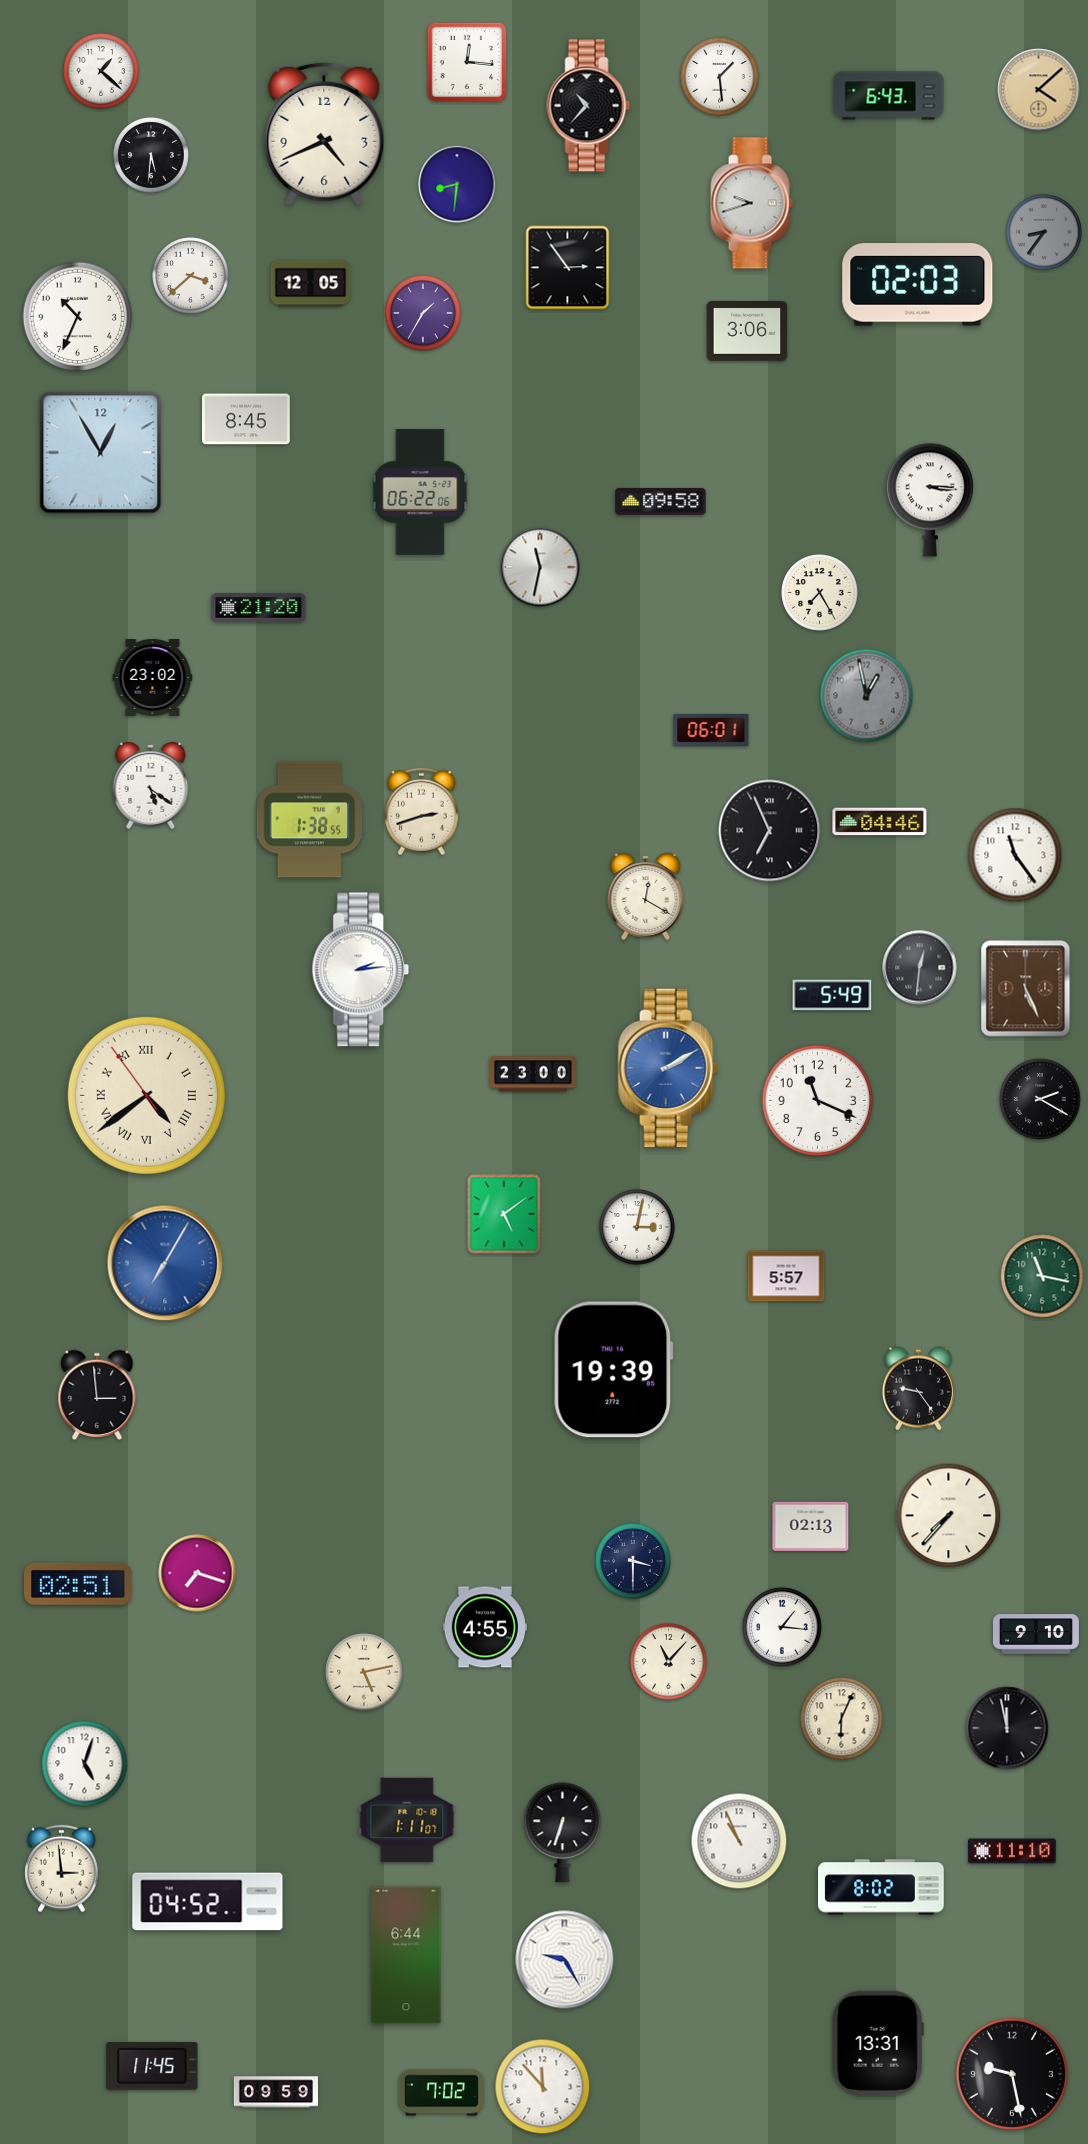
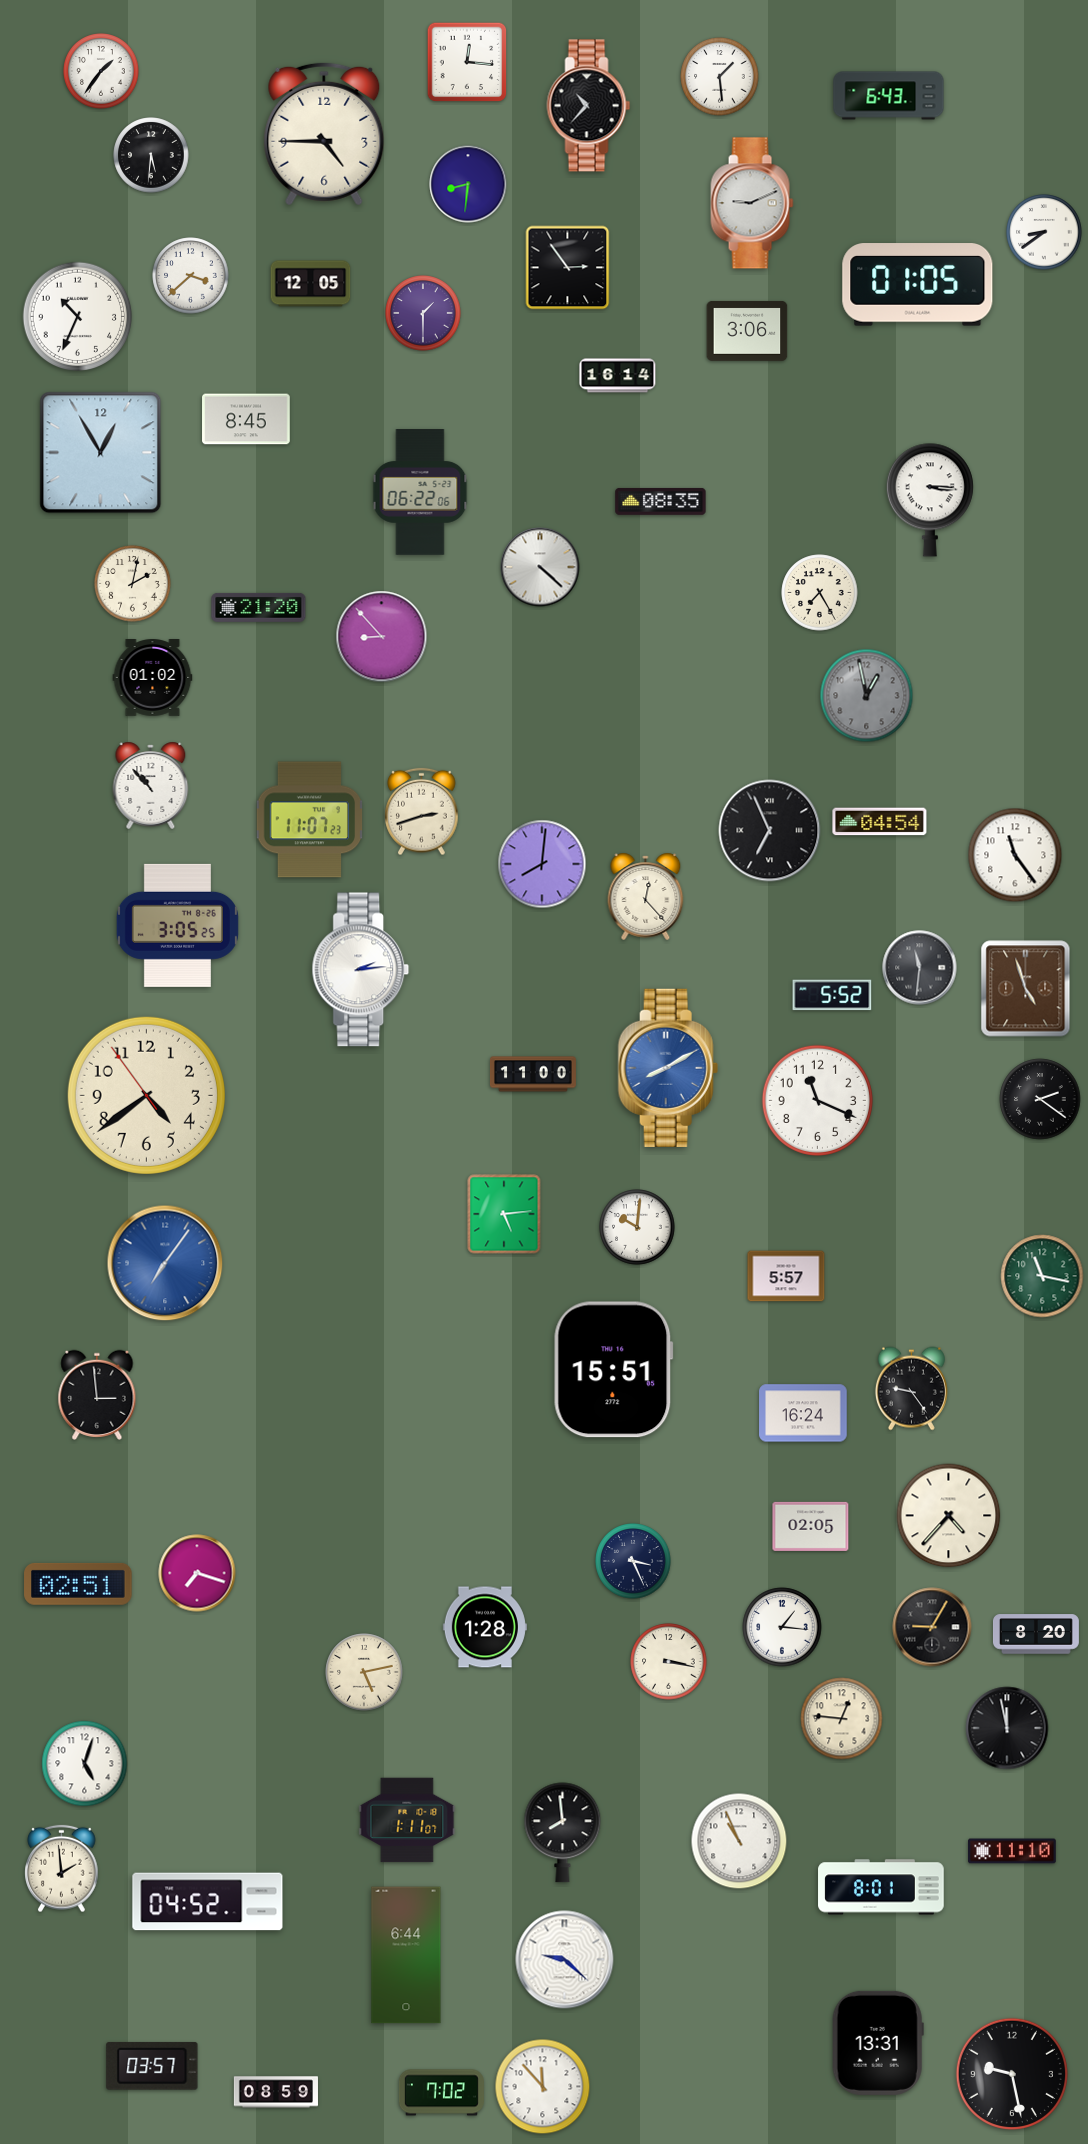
clock at (101, 71): 1:22 -> 1:36
clock at (1039, 90): 4:08 -> none
clock at (324, 134): 4:41 -> 4:45
clock at (457, 184) position: (457, 184) -> (468, 184)
clock at (752, 203): 9:42 -> 9:11
clock at (1044, 232): 8:36 -> 8:39
clock at (1044, 232) dial: grey -> white
clock at (918, 285): 02:03 -> 01:05
clock at (423, 313): 1:35 -> 1:30
clock at (618, 376): none -> 16:14
clock at (661, 502): 09:58 -> 08:35
clock at (540, 567): 11:32 -> 4:22
clock at (133, 584): none -> 2:02
clock at (382, 637): none -> 8:53
clock at (153, 678): 23:02 -> 01:02
clock at (711, 730): 06:01 -> none
clock at (151, 785): 5:21 -> 10:53
clock at (310, 820): 1:38 -> 11:07
clock at (880, 822): 04:46 -> 04:54
clock at (542, 864): none -> 8:01
clock at (646, 896): 12:20 -> 12:23
clock at (177, 925): none -> 3:05
clock at (920, 968): 12:31 -> 11:31
clock at (1026, 989): 5:26 -> 4:57
clock at (832, 995): 5:49 -> 5:52
clock at (668, 1067): 2:10 -> 8:10
clock at (533, 1074): 23:00 -> 11:00
clock at (146, 1095) numerals: Roman -> Arabic
clock at (1040, 1099): 2:20 -> 2:21
clock at (504, 1214): 5:09 -> 5:14
clock at (637, 1227): 3:02 -> 10:01
clock at (165, 1263): 7:05 -> 7:06
clock at (614, 1370): 19:39 -> 15:51
clock at (918, 1389) position: (918, 1389) -> (911, 1389)
clock at (803, 1413): none -> 16:24
clock at (949, 1516): 7:37 -> 4:37
clock at (811, 1526): 02:13 -> 02:05
clock at (633, 1561): 3:30 -> 3:26
clock at (485, 1627): 4:55 -> 1:28
clock at (932, 1627): none -> 9:05
clock at (1036, 1634): 9:10 -> 8:20
clock at (669, 1662): 11:07 -> 3:17
clock at (842, 1719): 6:04 -> 12:46
clock at (563, 1833): 6:33 -> 7:59
clock at (62, 1869): 2:59 -> 1:59
clock at (881, 1887): 8:02 -> 8:01
clock at (565, 1960): 9:25 -> 9:22
clock at (152, 2066): 11:45 -> 03:57
clock at (276, 2092): 09:59 -> 08:59
